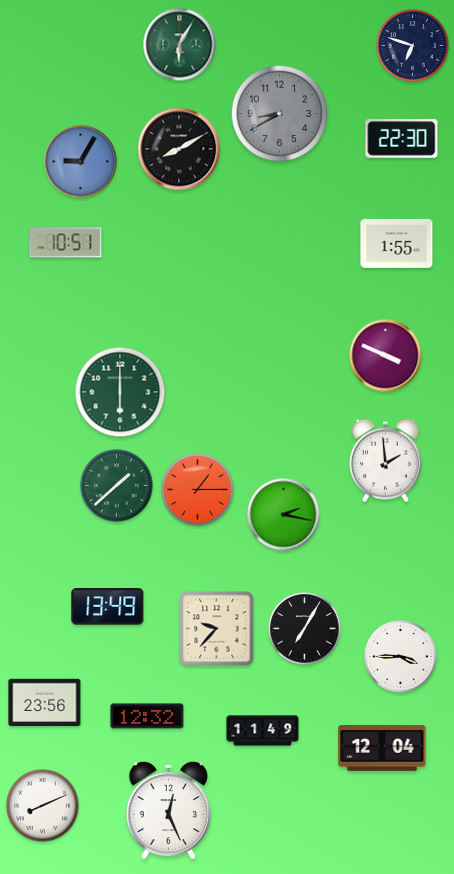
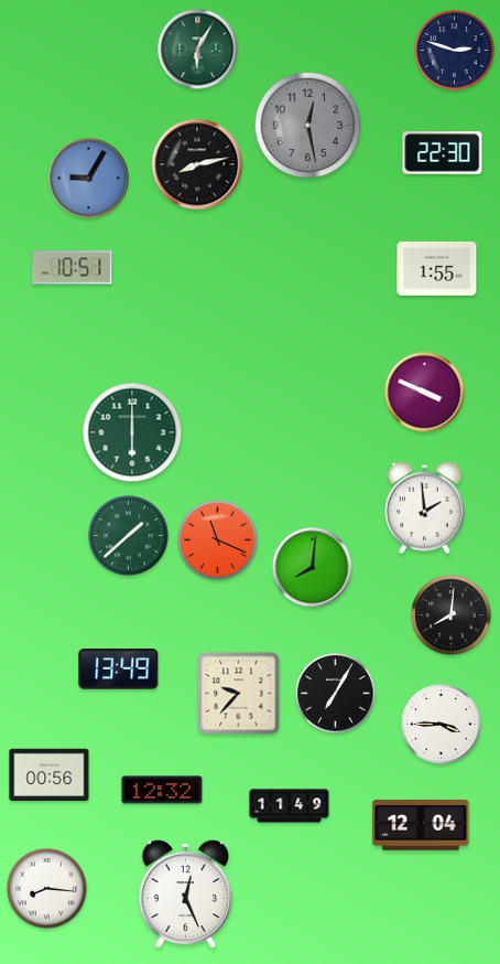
clock at (413, 46): 6:48 -> 2:48
clock at (280, 114): 8:40 -> 12:28
clock at (179, 149): 8:10 -> 8:13
clock at (198, 490): 1:15 -> 11:19
clock at (284, 515): 2:17 -> 8:01
clock at (452, 615): none -> 8:01
clock at (45, 703): 23:56 -> 00:56
clock at (43, 806): 8:11 -> 8:16
